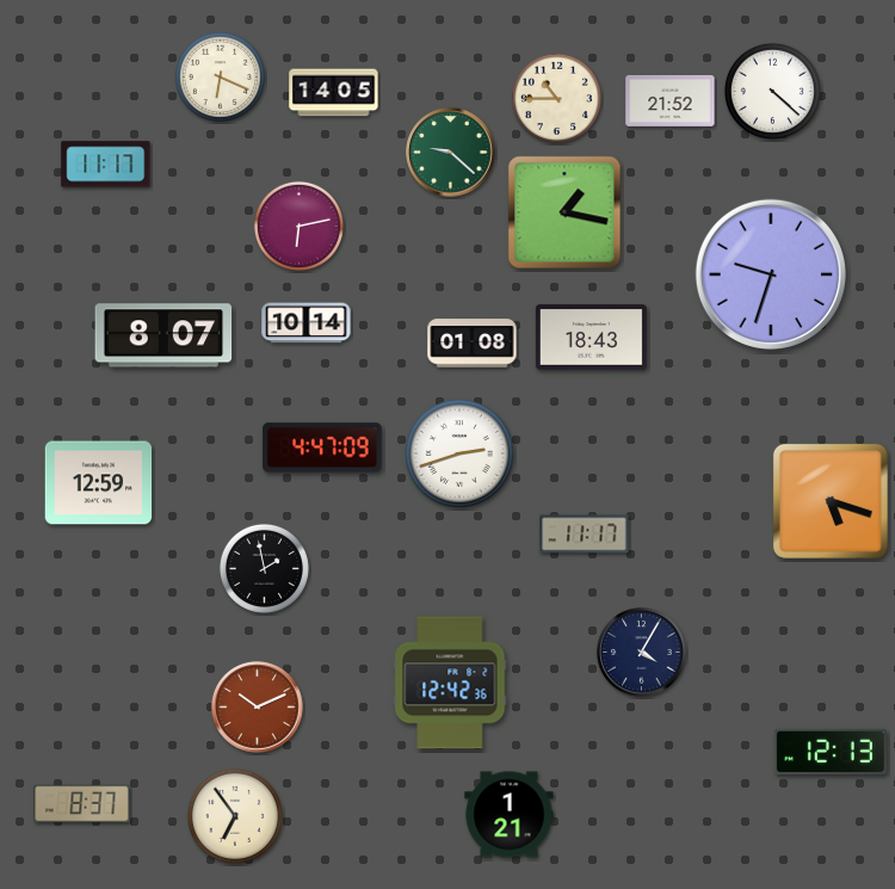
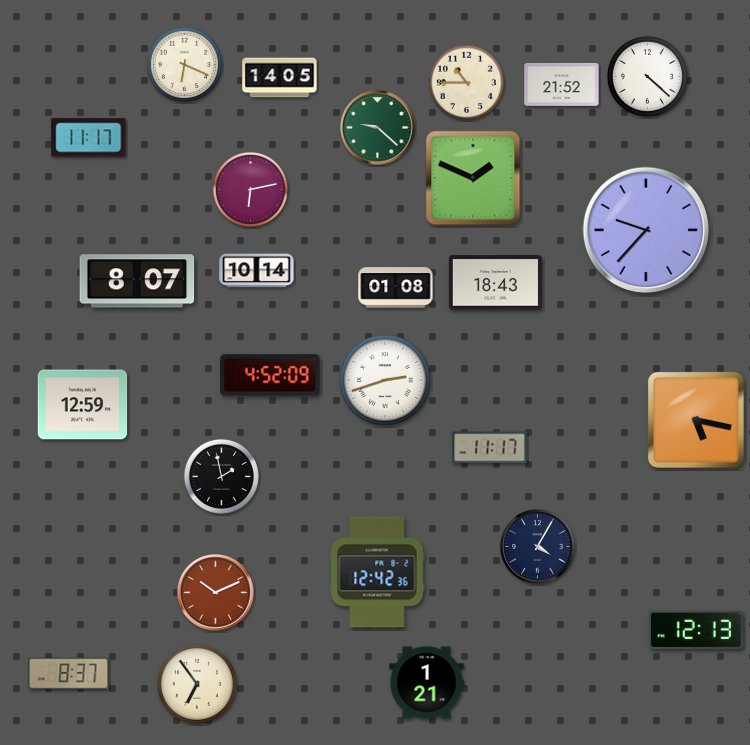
clock at (564, 212): 1:17 -> 1:49
clock at (771, 274): 9:33 -> 9:37
clock at (322, 447): 4:47 -> 4:52
clock at (831, 501): 5:18 -> 5:17
